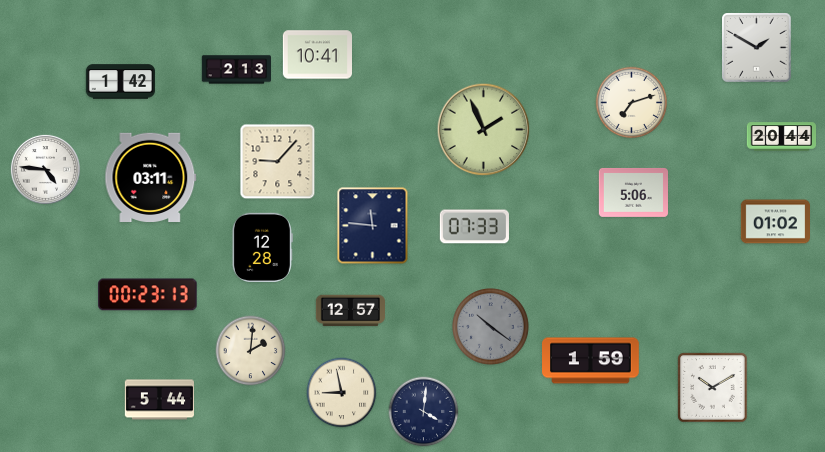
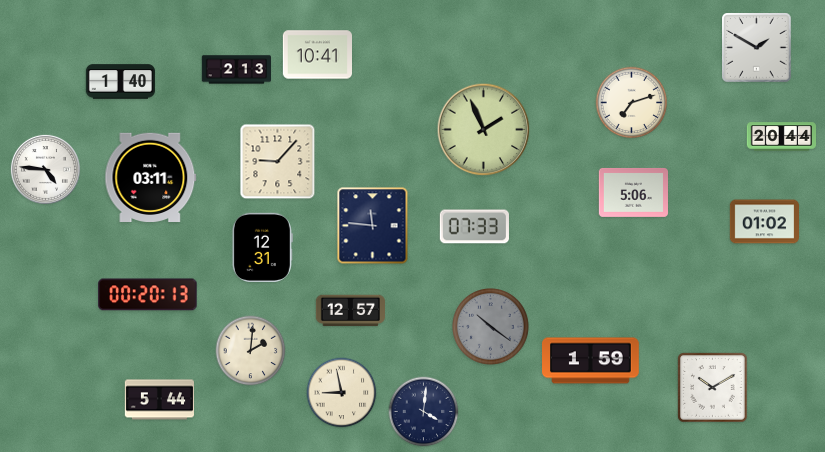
clock at (120, 82): 1:42 -> 1:40
clock at (775, 222) position: (775, 222) -> (764, 222)
clock at (262, 247): 12:28 -> 12:31
clock at (148, 295): 00:23 -> 00:20
